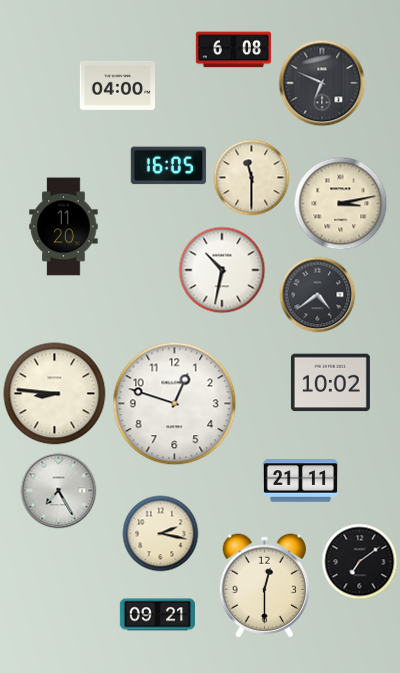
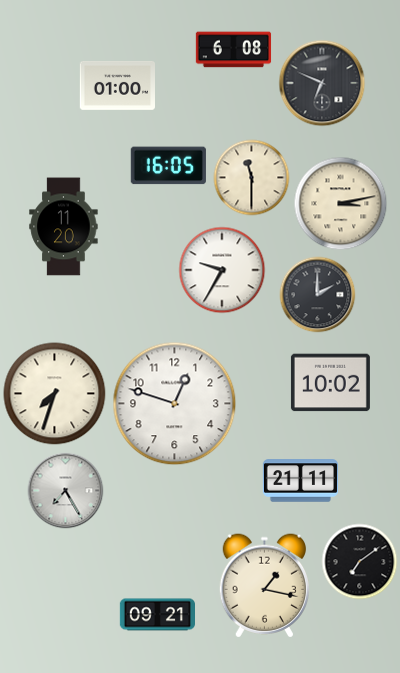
clock at (117, 85): 04:00 -> 01:00
clock at (222, 270): 10:32 -> 9:35
clock at (318, 295): 4:39 -> 2:00
clock at (55, 394): 8:46 -> 7:33
clock at (59, 491) position: (59, 491) -> (66, 491)
clock at (161, 534): 2:17 -> none
clock at (264, 586): 12:30 -> 1:17
